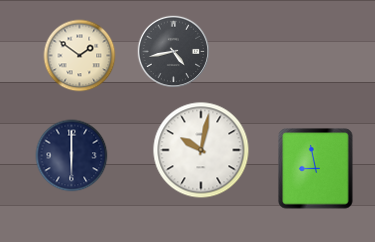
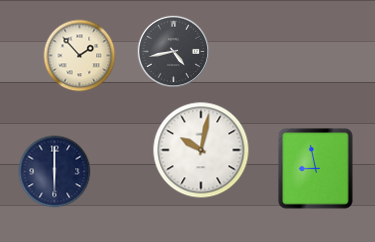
clock at (80, 56): 1:51 -> 1:53
clock at (72, 156) position: (72, 156) -> (55, 172)
